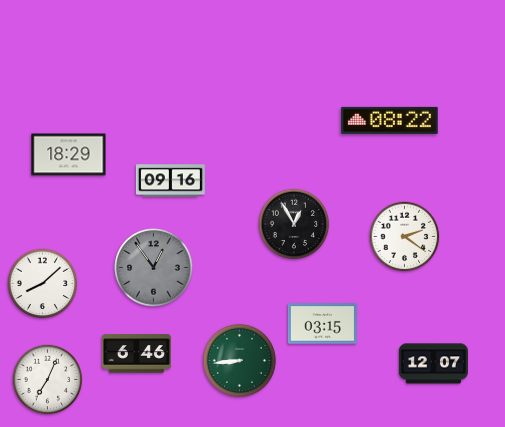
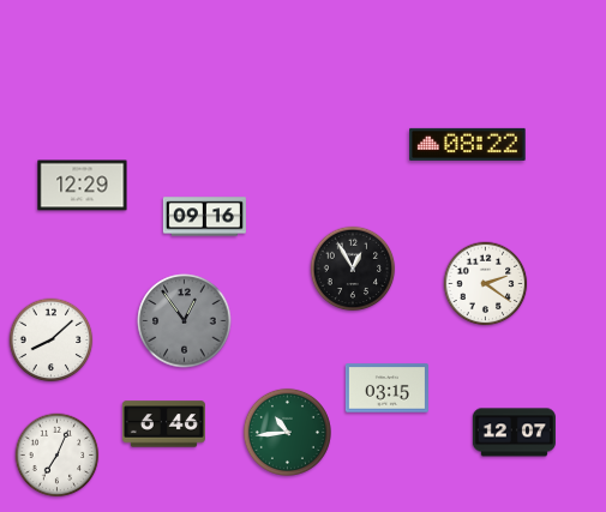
clock at (69, 155): 18:29 -> 12:29
clock at (239, 360): 8:44 -> 10:44
clock at (433, 364) position: (433, 364) -> (514, 433)
